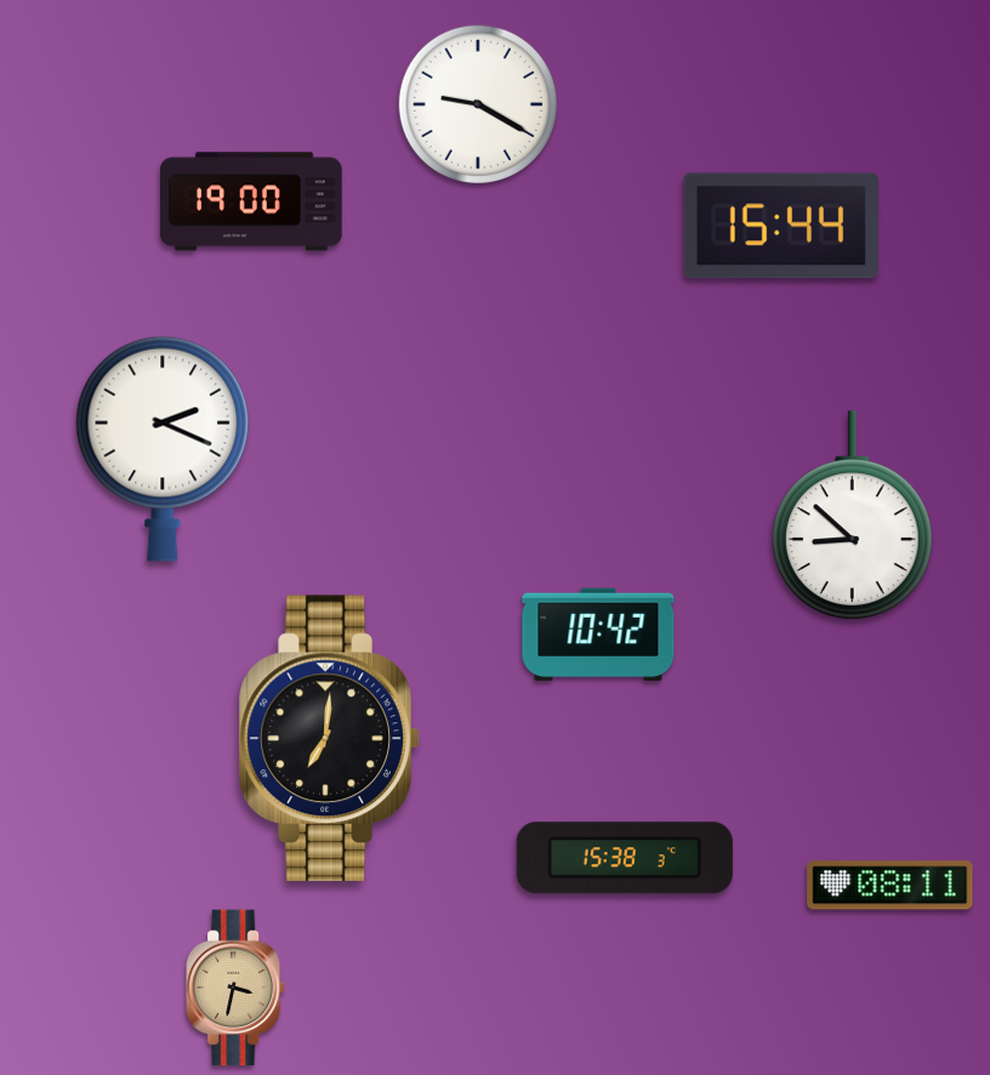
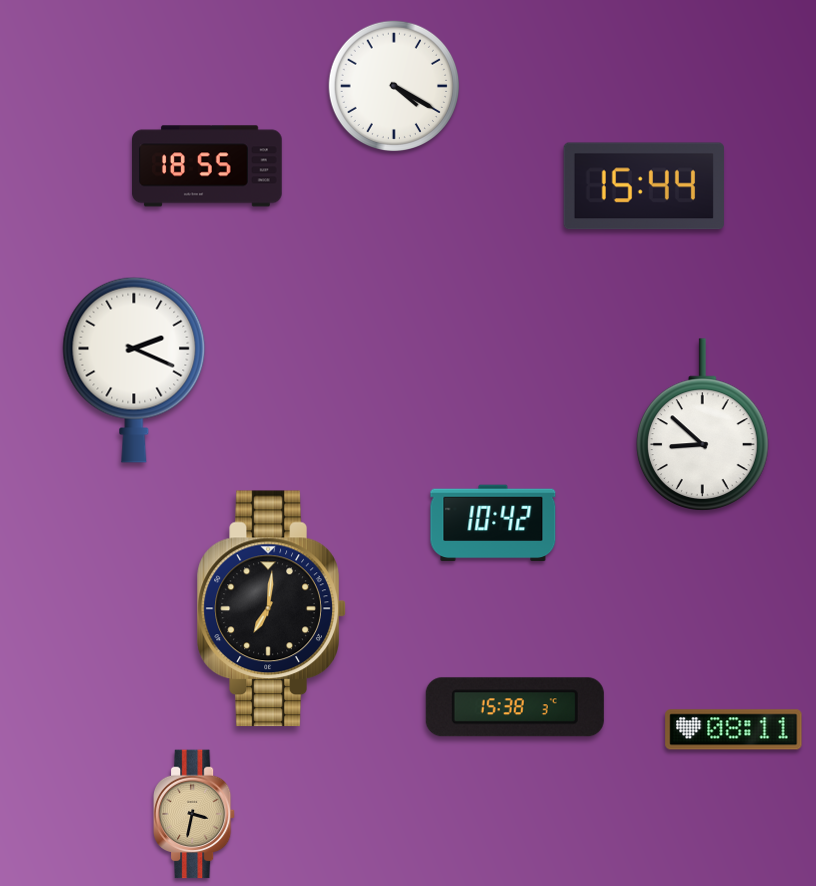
clock at (478, 104): 9:20 -> 4:20
clock at (252, 201): 19:00 -> 18:55
